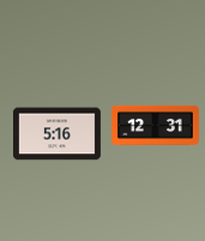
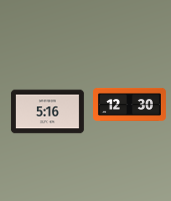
clock at (156, 125): 12:31 -> 12:30
